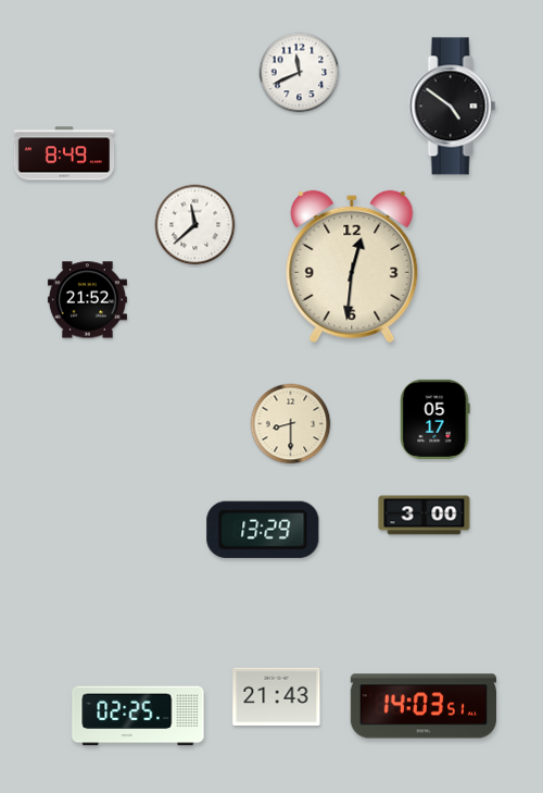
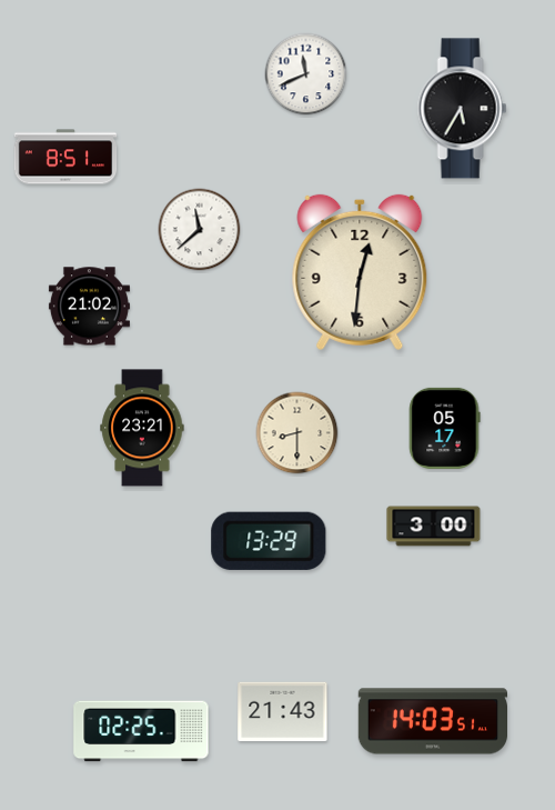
clock at (453, 107): 4:51 -> 5:35
clock at (64, 153): 8:49 -> 8:51
clock at (87, 300): 21:52 -> 21:02
clock at (142, 428): none -> 23:21
